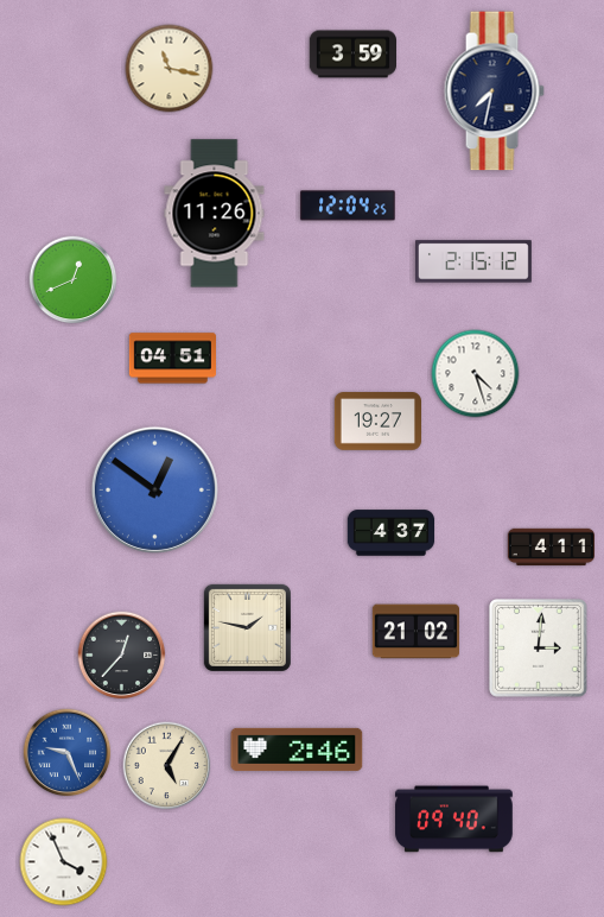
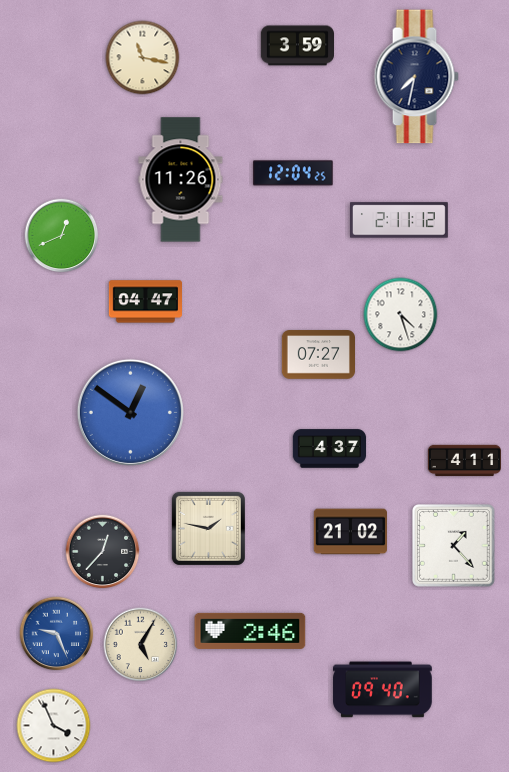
clock at (475, 261): 2:15 -> 2:11
clock at (172, 359): 04:51 -> 04:47
clock at (377, 422): 19:27 -> 07:27
clock at (539, 649): 3:01 -> 1:23
